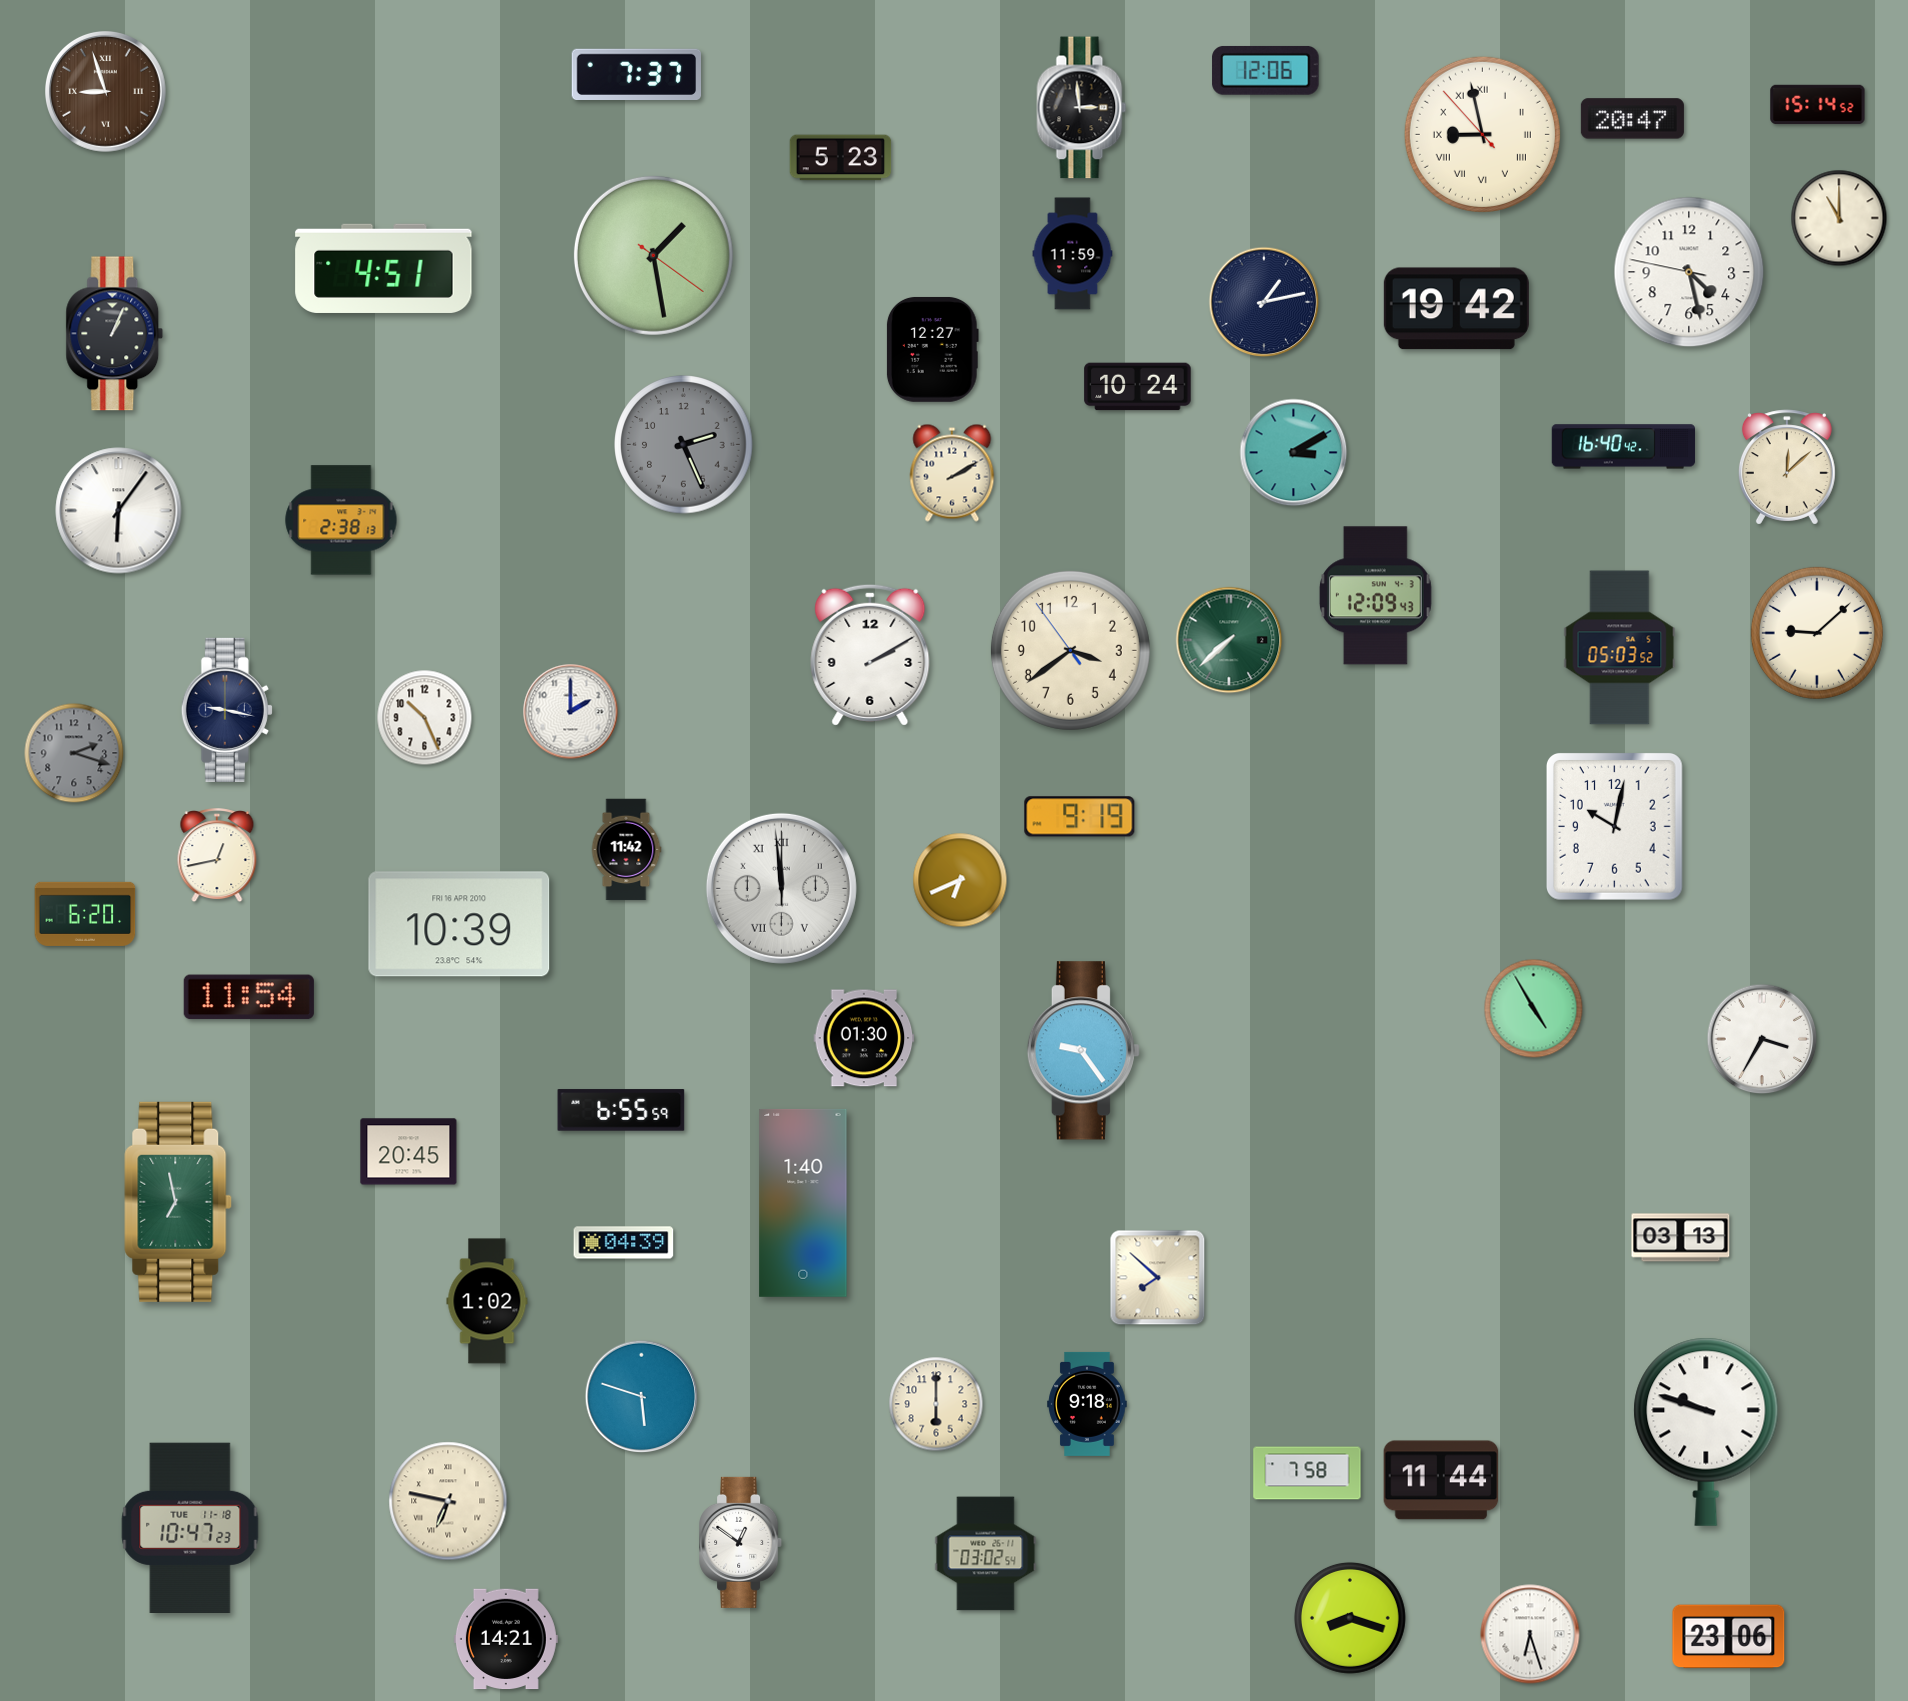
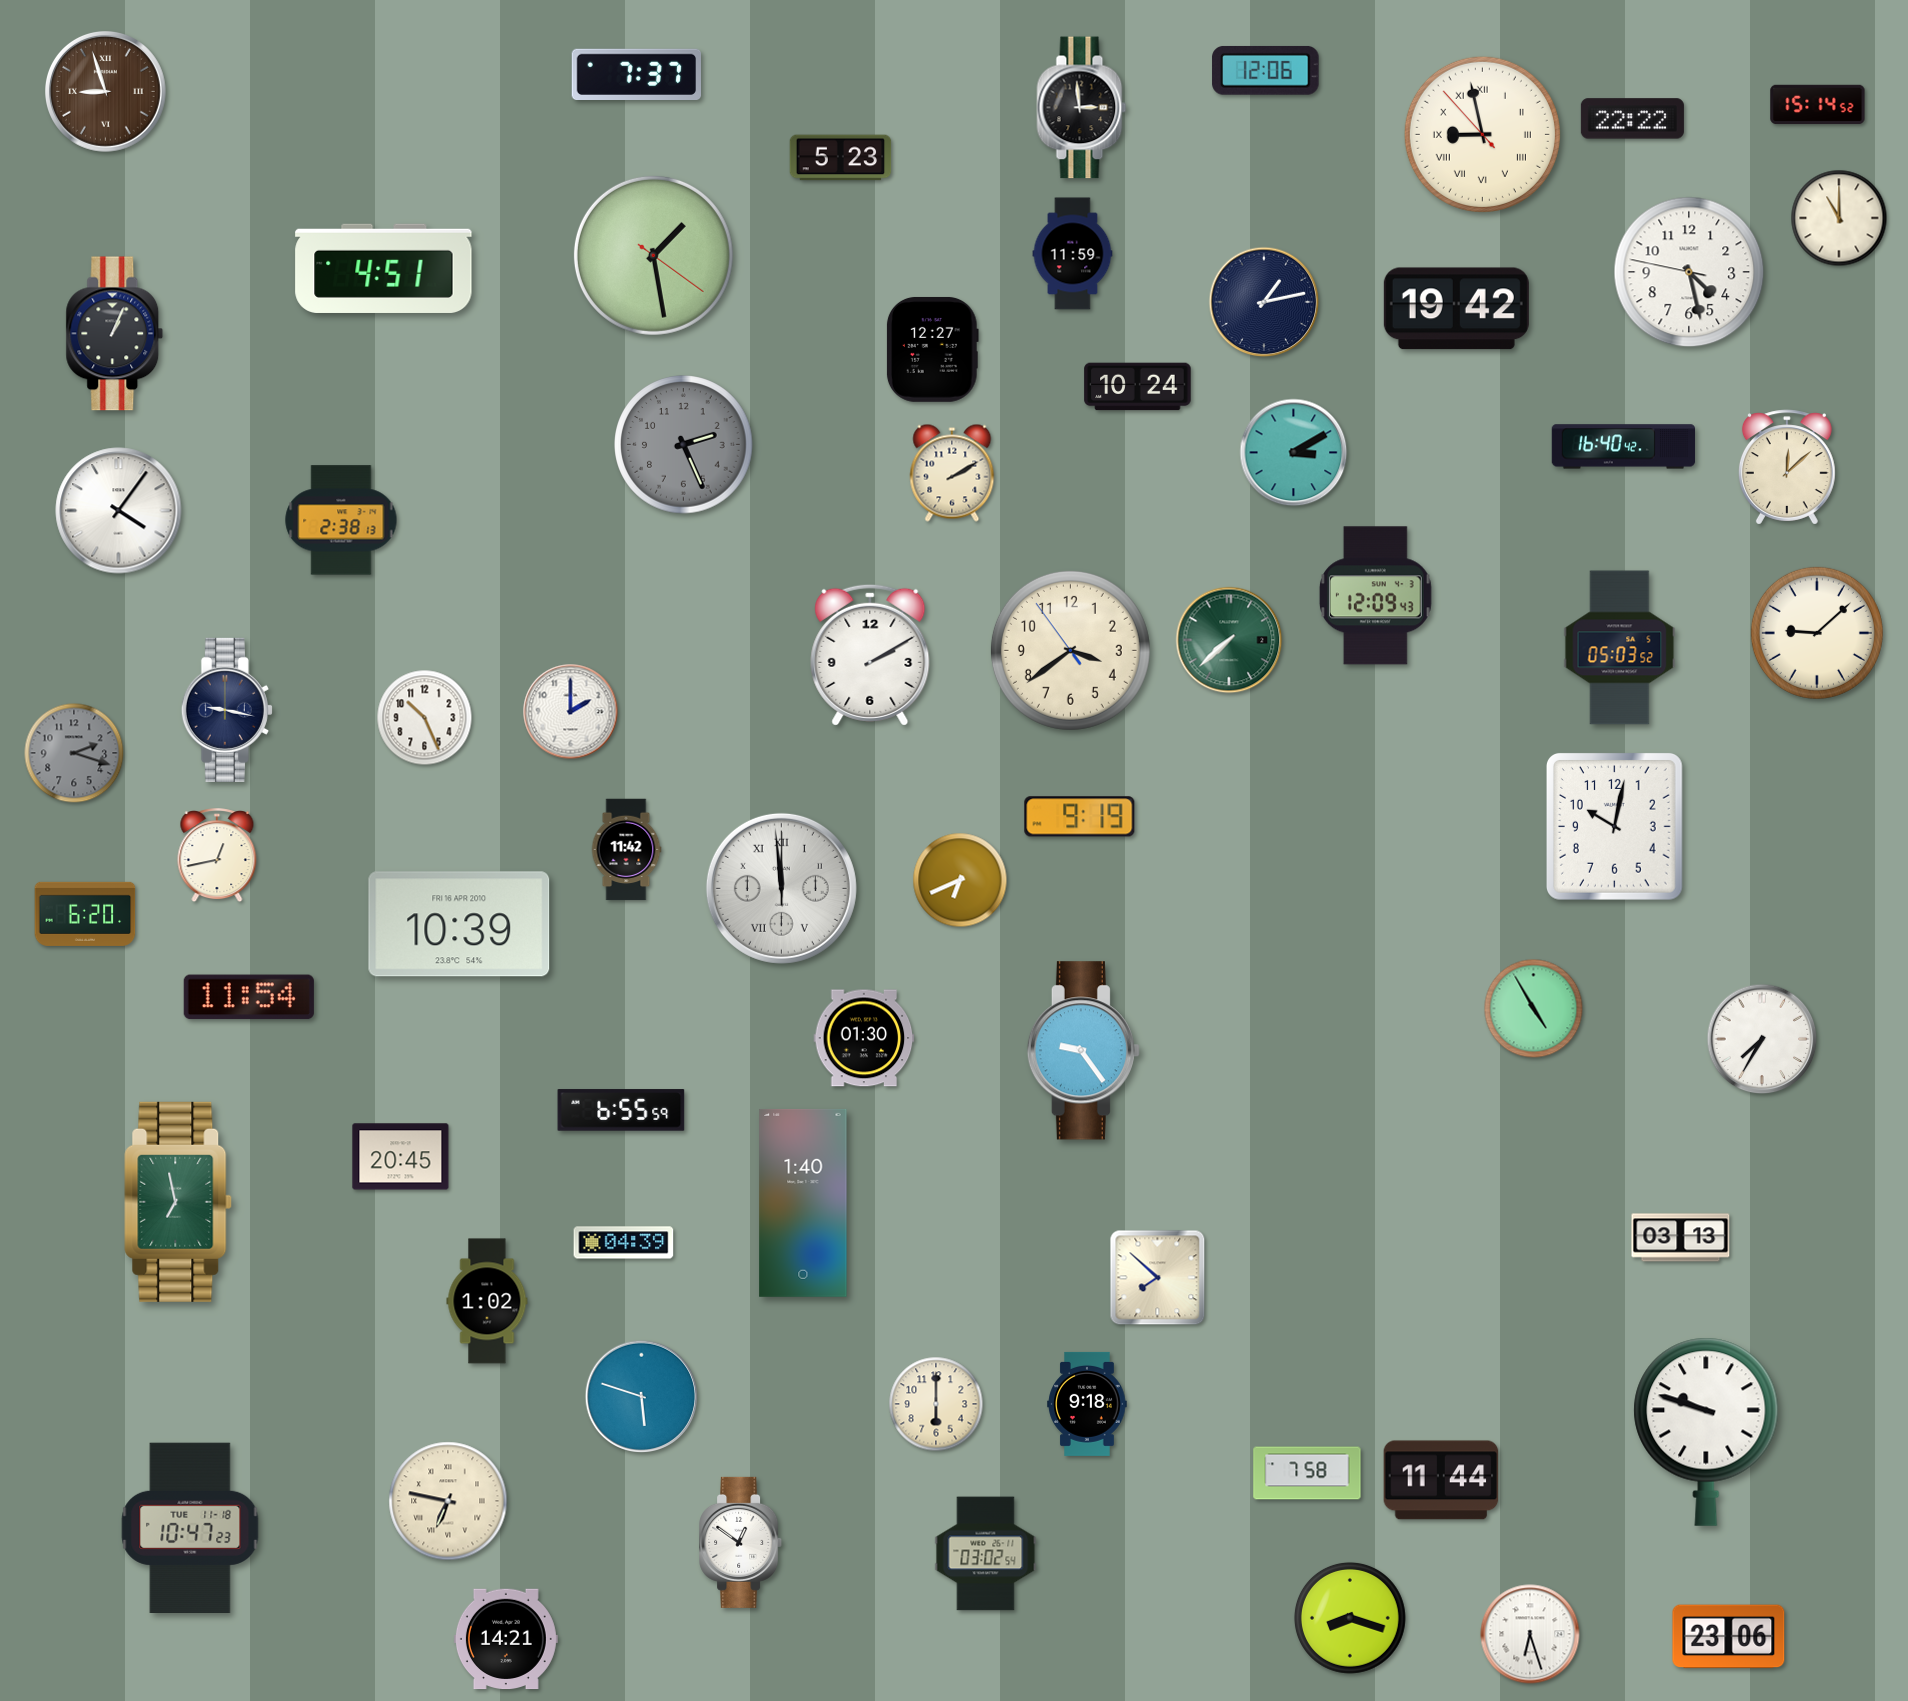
clock at (1632, 119): 20:47 -> 22:22
clock at (119, 511): 6:06 -> 4:06
clock at (1762, 1039): 3:35 -> 7:35
clock at (409, 1152) position: (409, 1152) -> (401, 1157)
